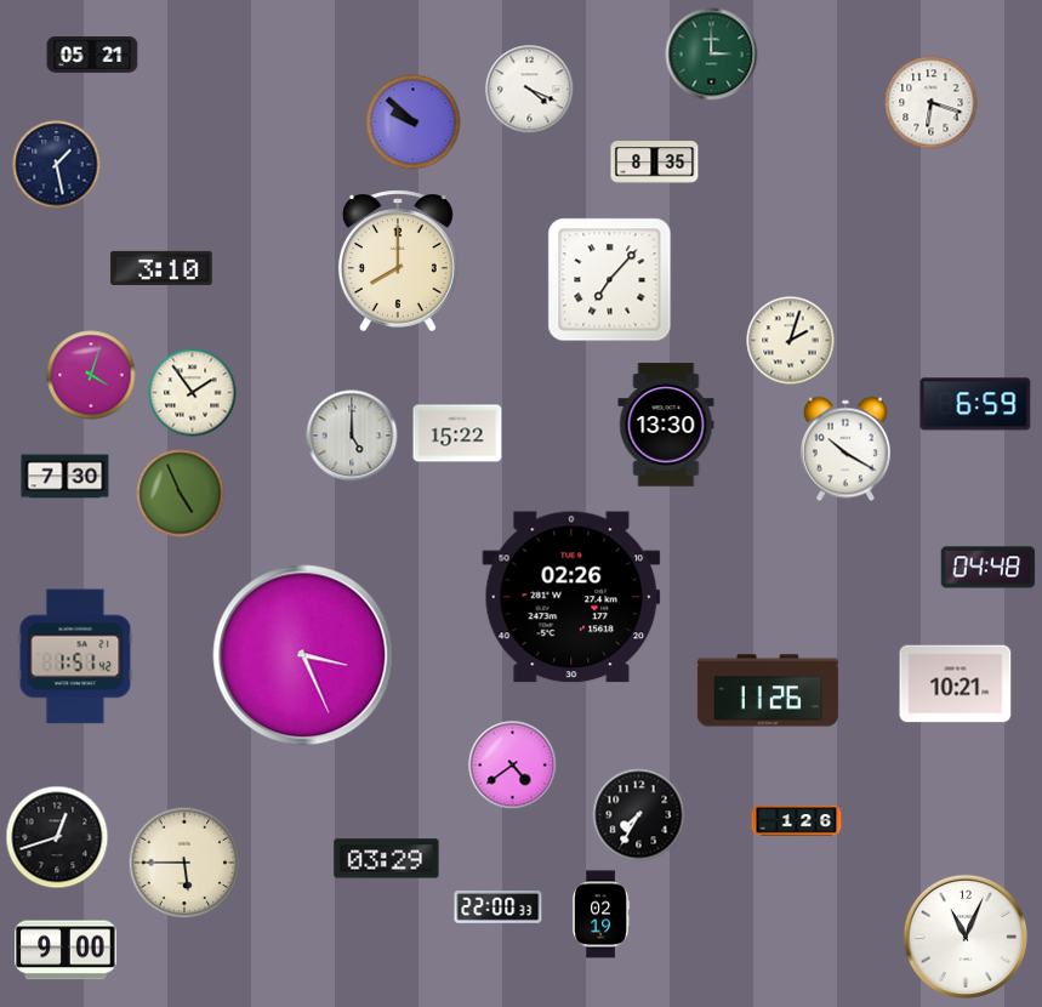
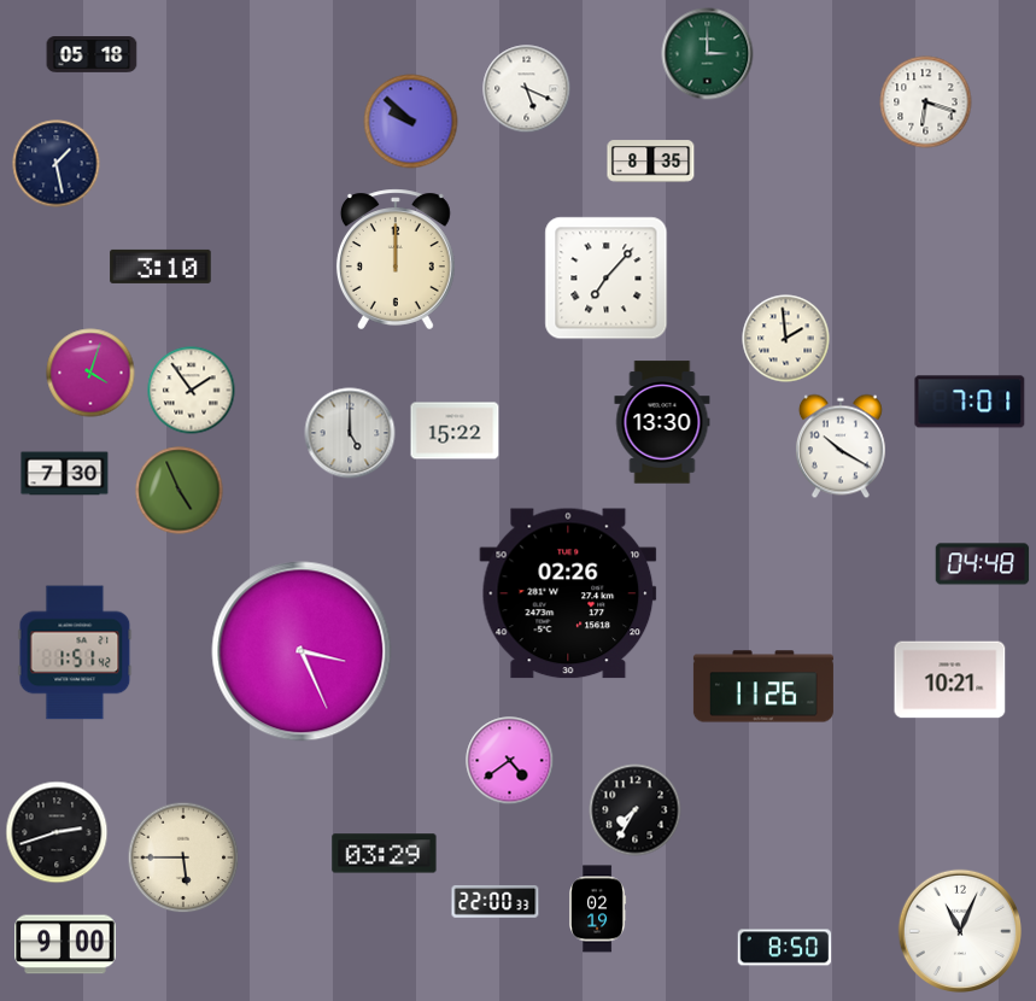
clock at (92, 56): 05:21 -> 05:18
clock at (530, 90): 4:19 -> 5:19
clock at (398, 261): 8:00 -> 12:00
clock at (791, 341): 2:03 -> 1:59
clock at (975, 404): 6:59 -> 7:01
clock at (797, 821): 1:26 -> none
clock at (57, 837): 12:42 -> 2:42
clock at (785, 948): none -> 8:50
